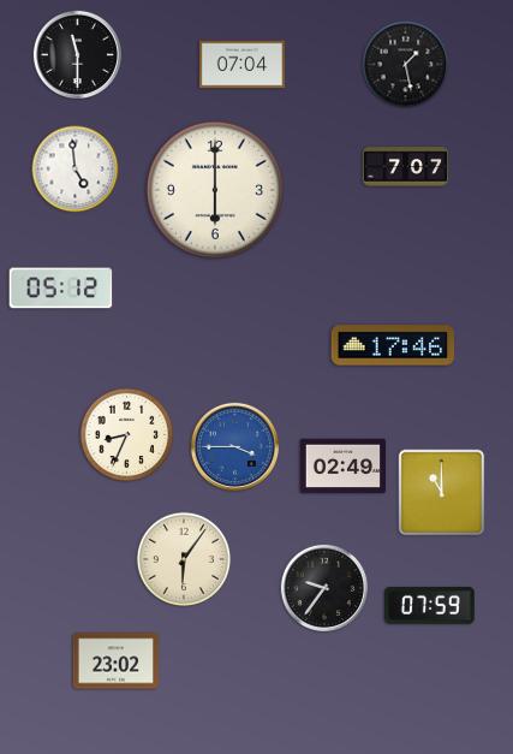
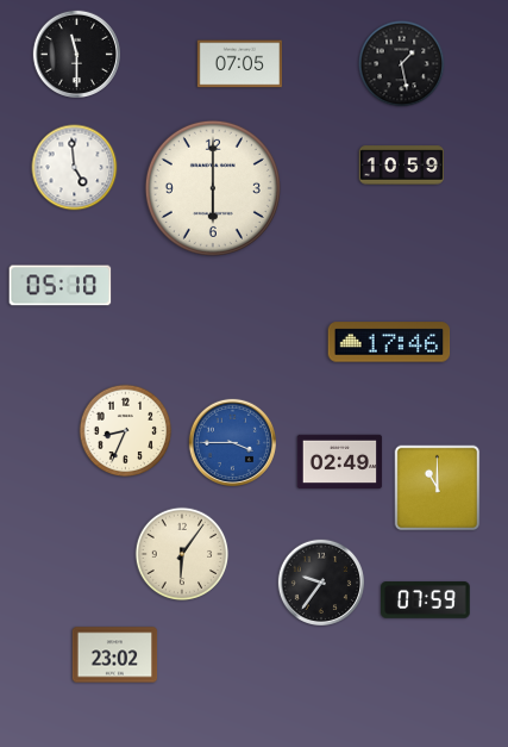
clock at (241, 65): 07:04 -> 07:05
clock at (405, 167): 7:07 -> 10:59
clock at (61, 289): 05:12 -> 05:10
